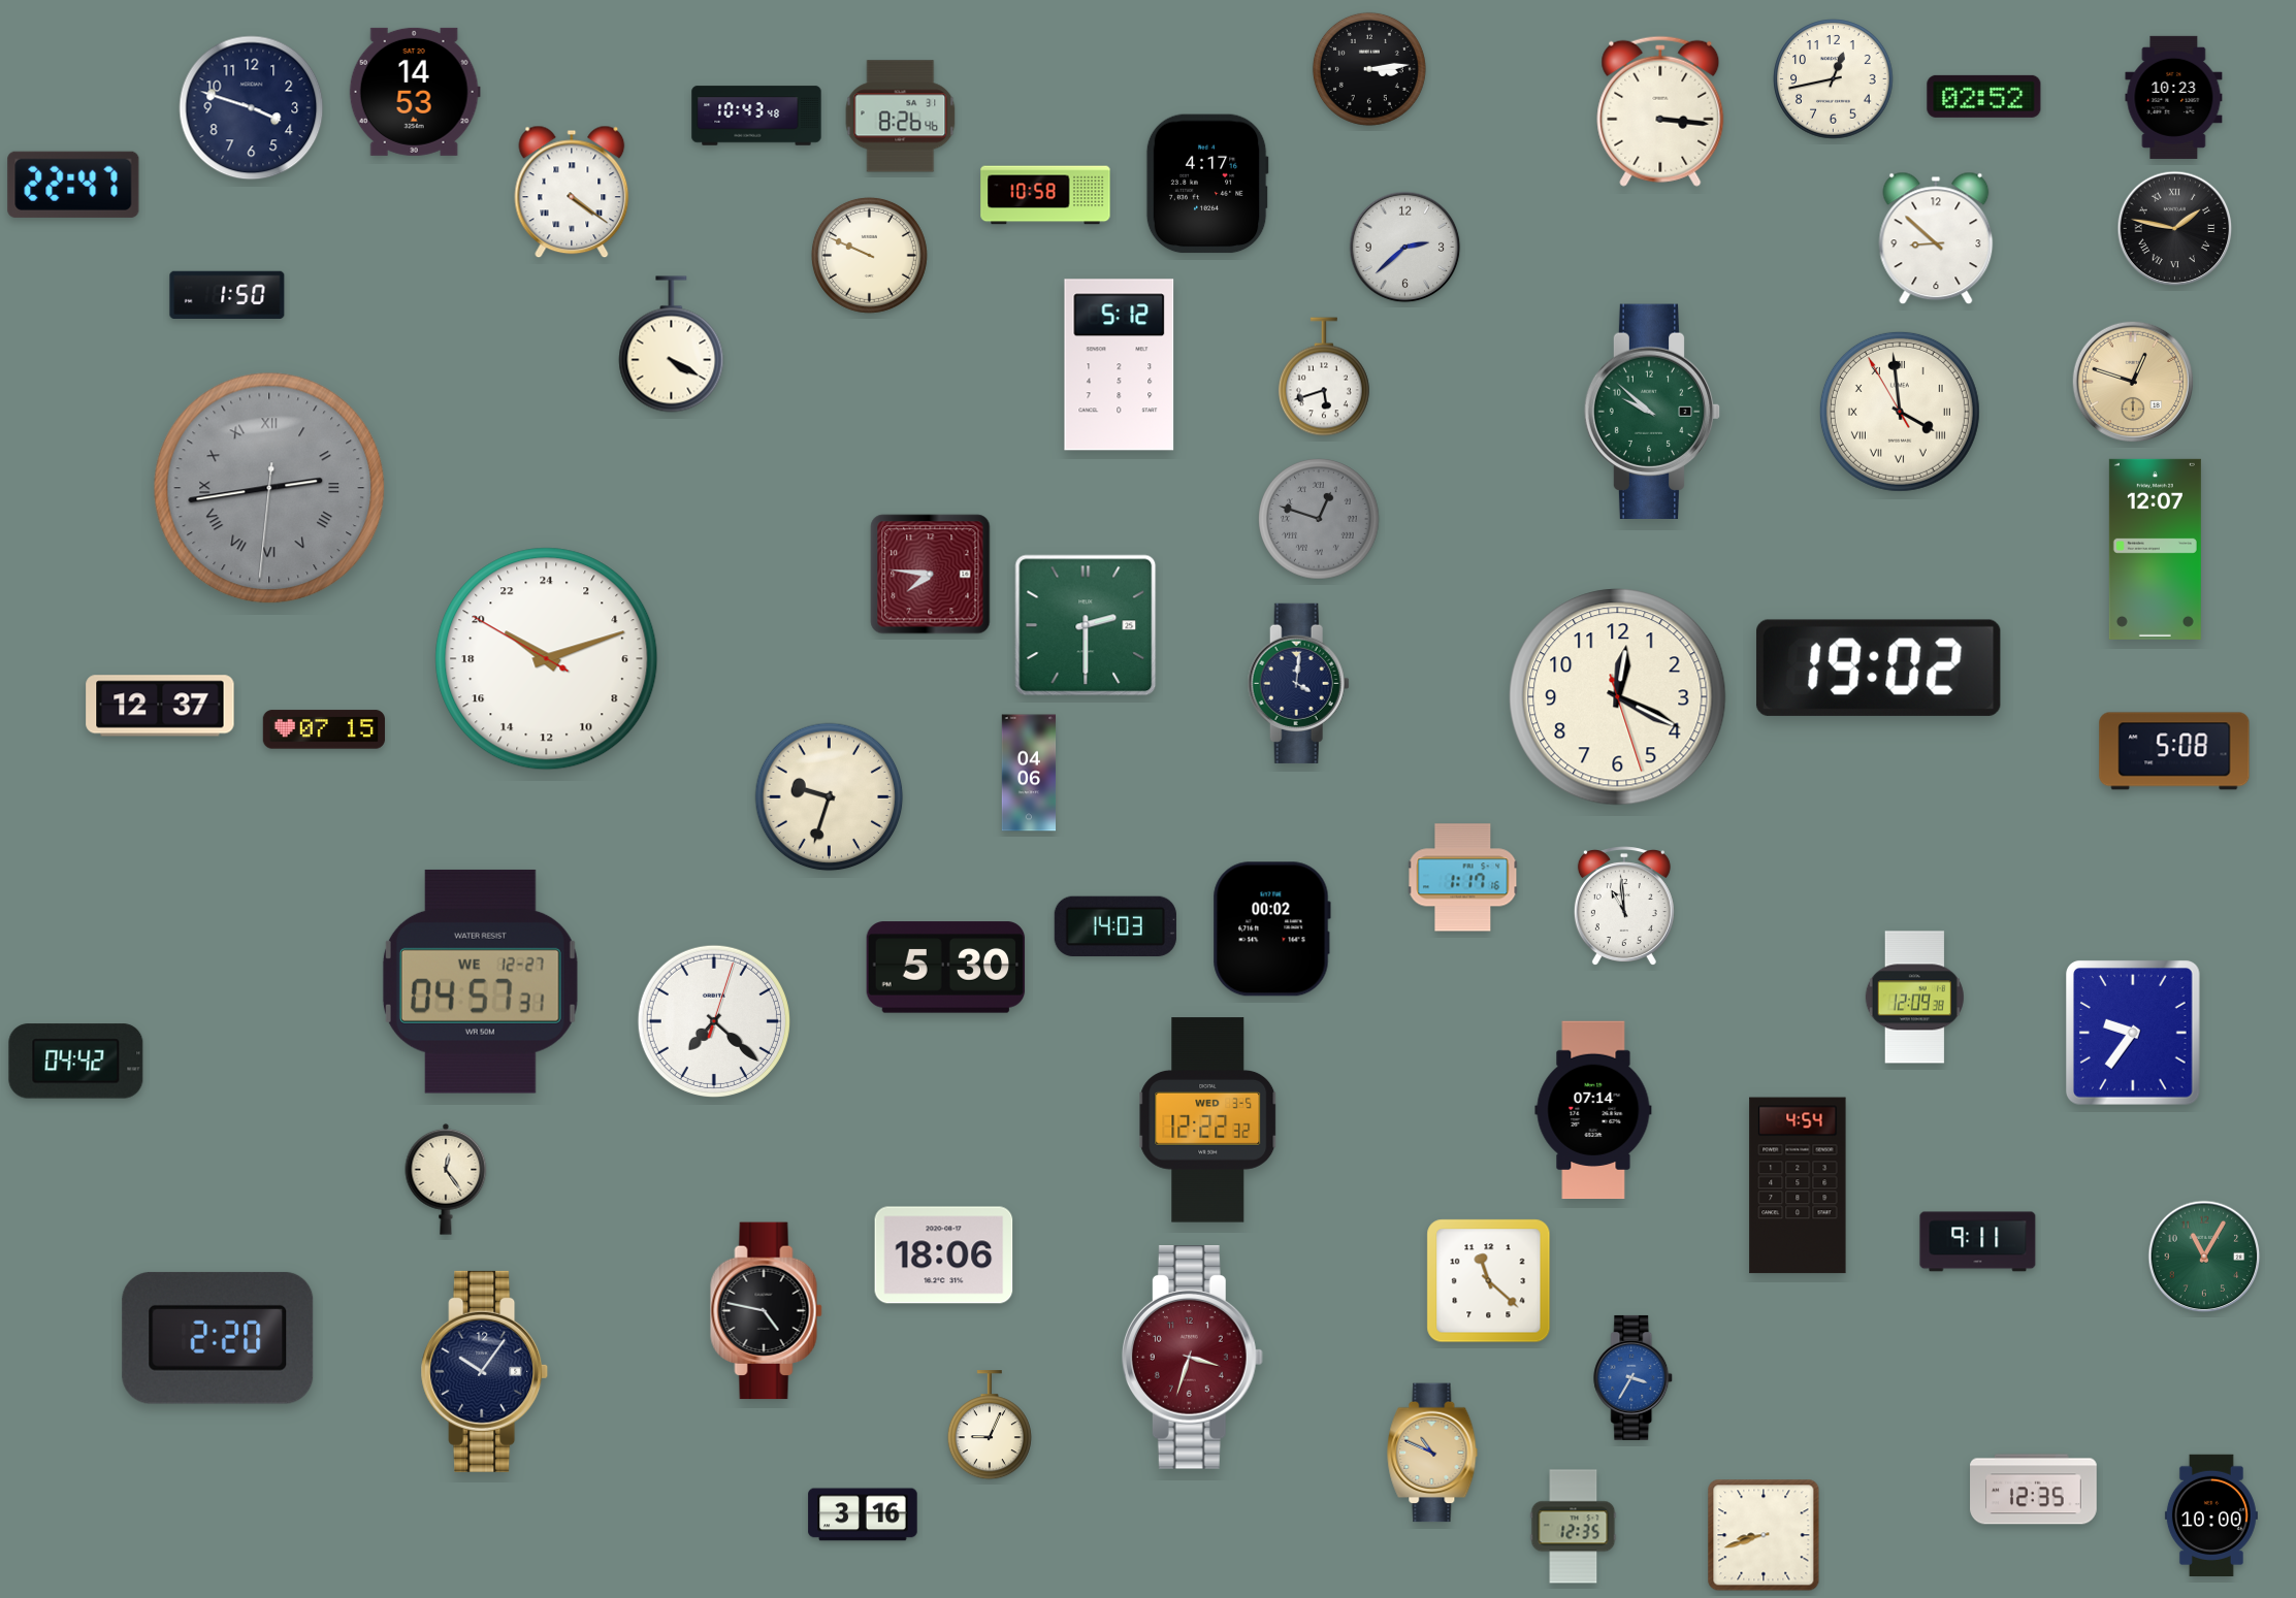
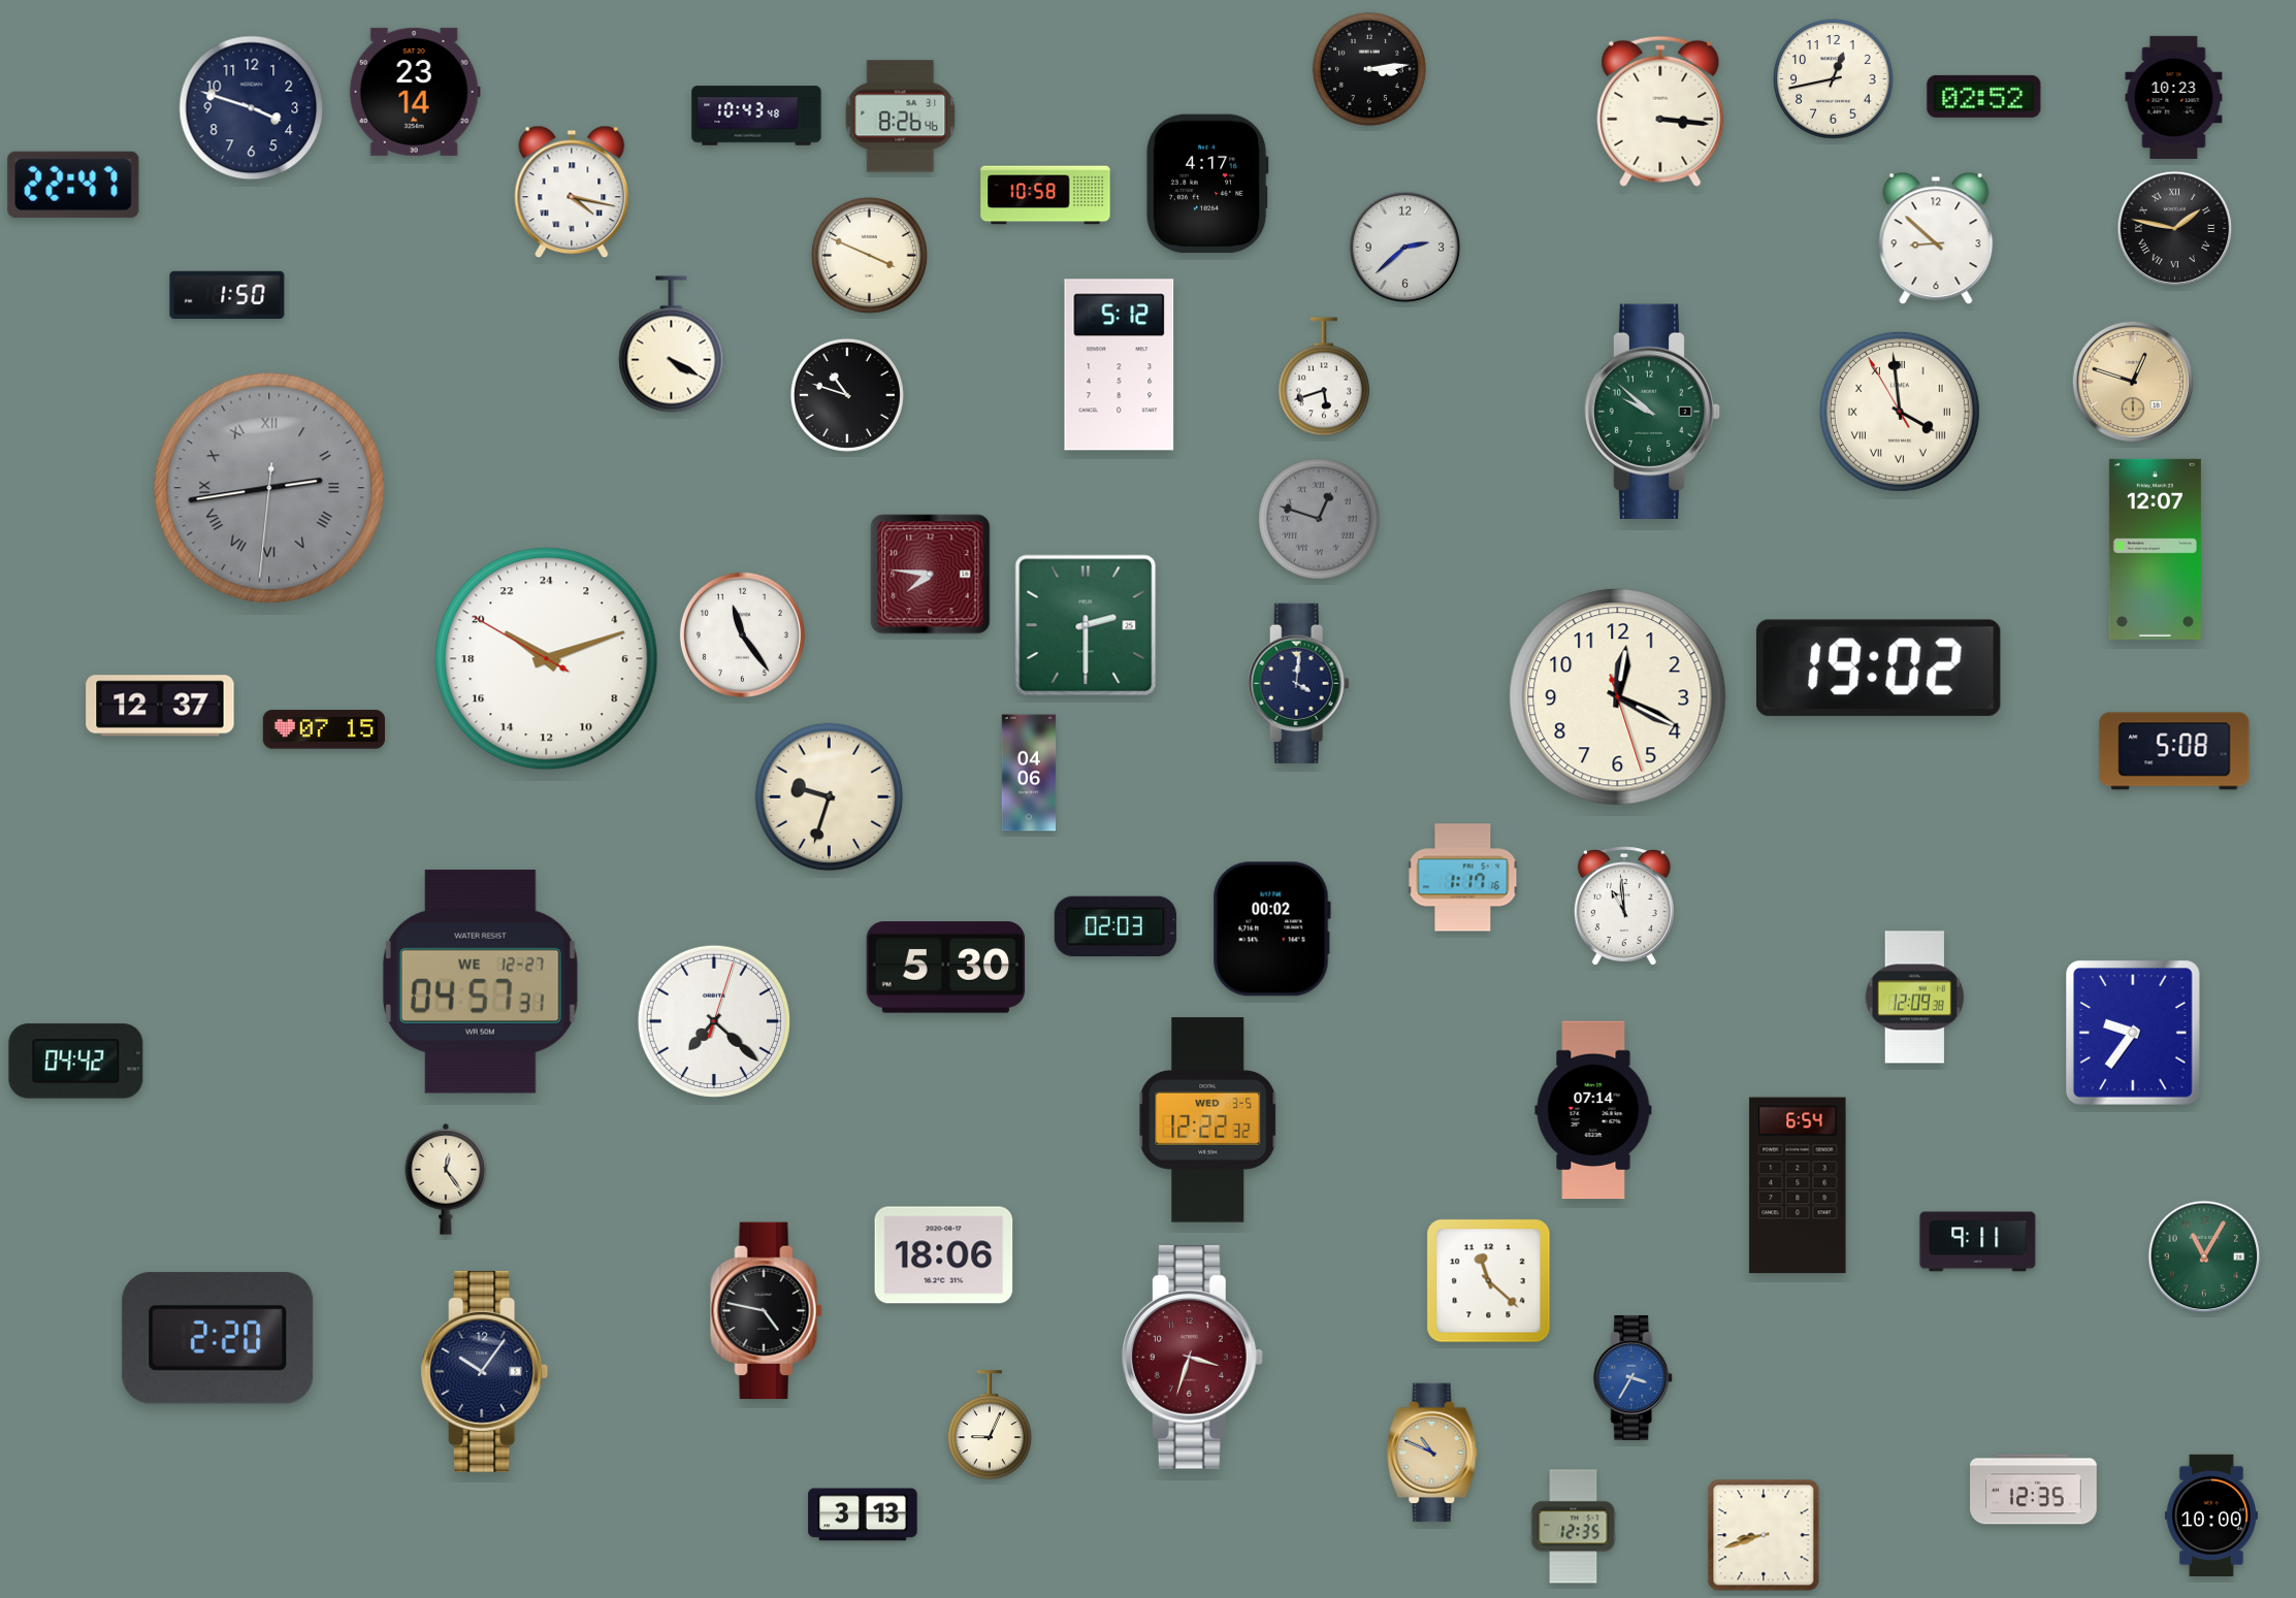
clock at (415, 92): 14:53 -> 23:14
clock at (572, 192): 4:21 -> 4:17
clock at (869, 255): 9:49 -> 3:49
clock at (847, 395): none -> 10:48
clock at (742, 634): none -> 11:24
clock at (1115, 925): 14:03 -> 02:03
clock at (1798, 1185): 4:54 -> 6:54
clock at (863, 1514): 3:16 -> 3:13
